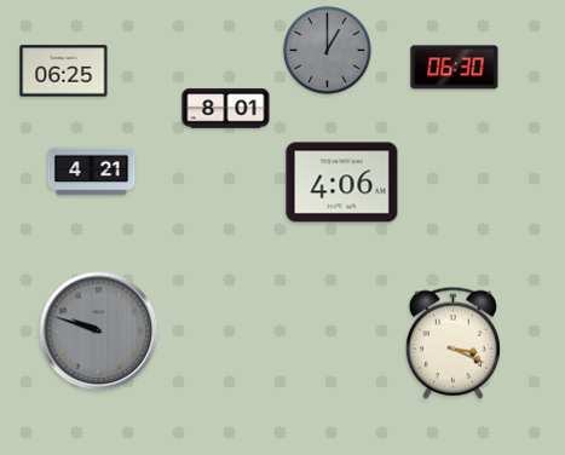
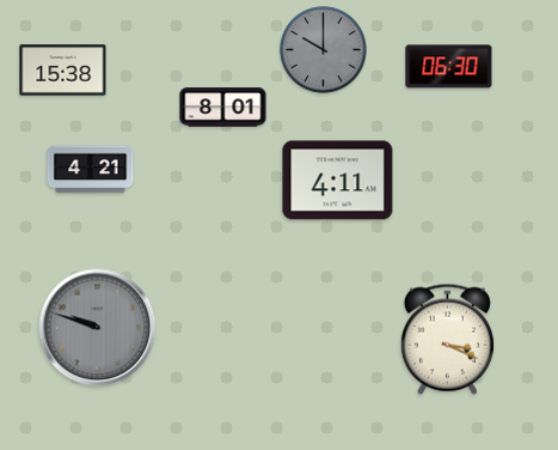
clock at (328, 51): 1:00 -> 10:00
clock at (64, 71): 06:25 -> 15:38
clock at (342, 183): 4:06 -> 4:11
